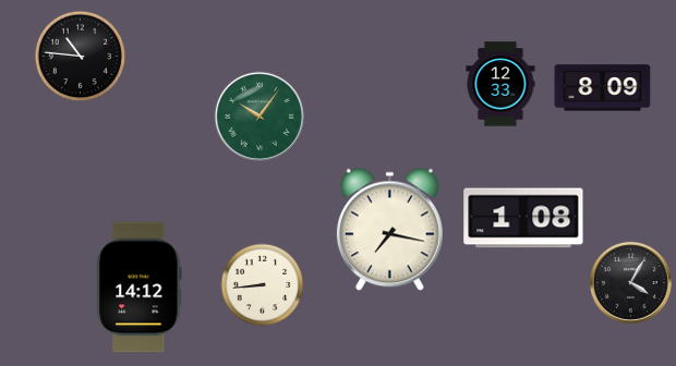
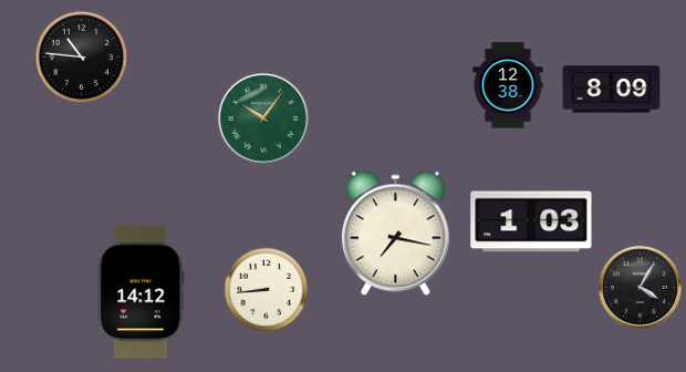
clock at (500, 84): 12:33 -> 12:38
clock at (523, 218): 1:08 -> 1:03
